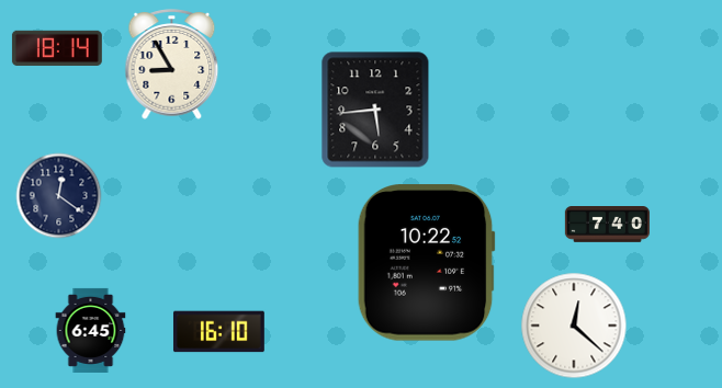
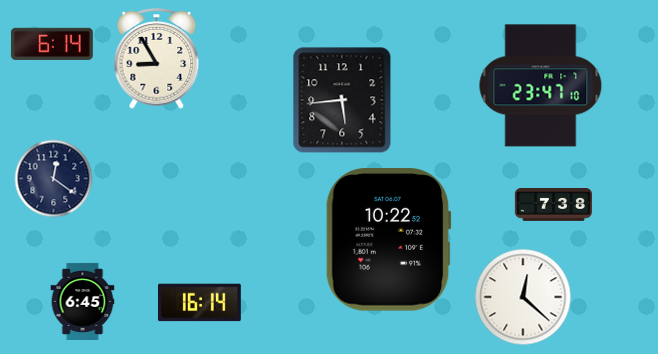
clock at (57, 48): 18:14 -> 6:14
clock at (541, 86): none -> 23:47
clock at (607, 225): 7:40 -> 7:38
clock at (218, 332): 16:10 -> 16:14
